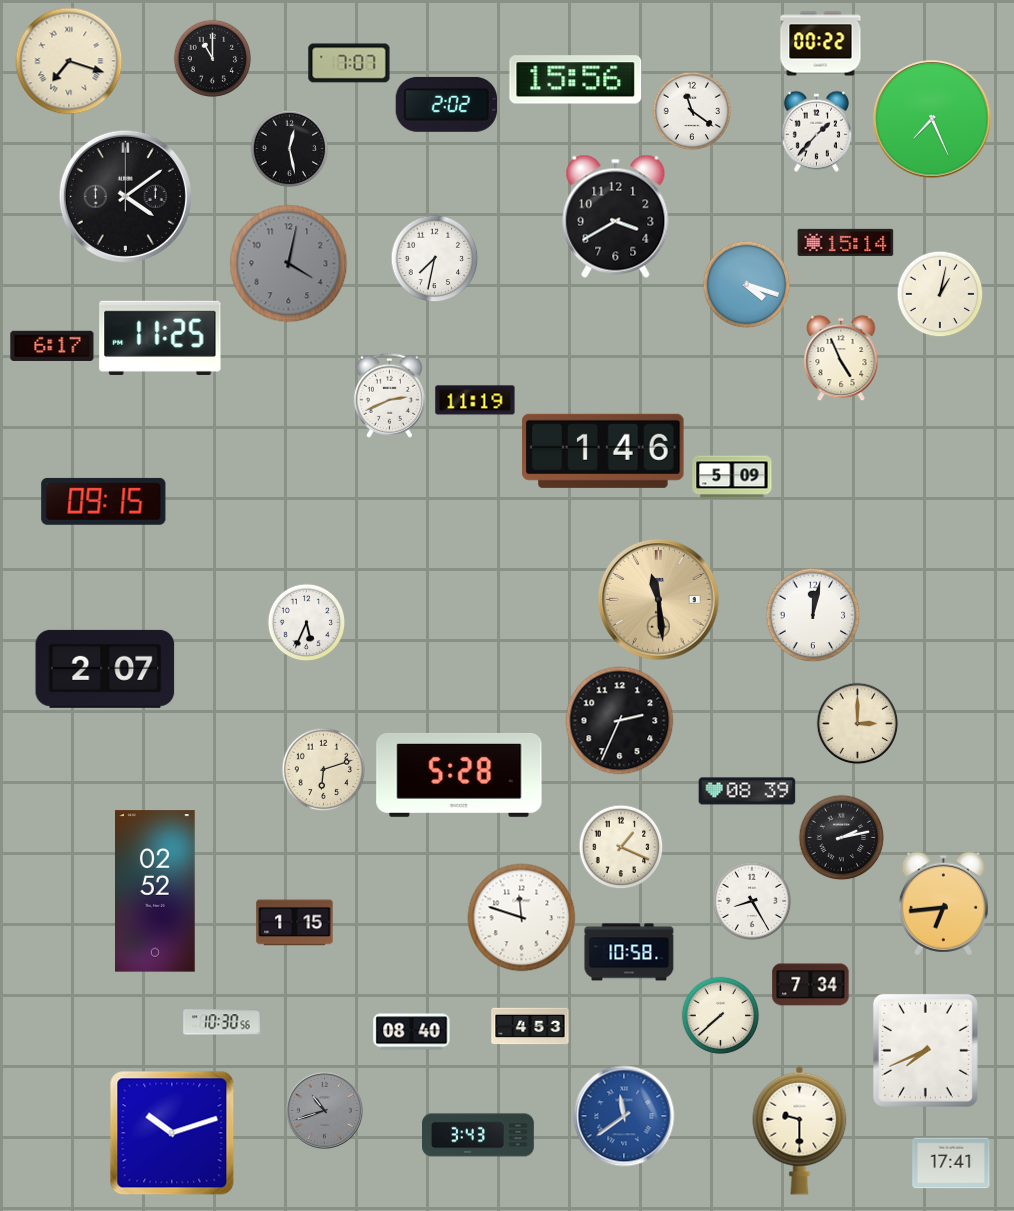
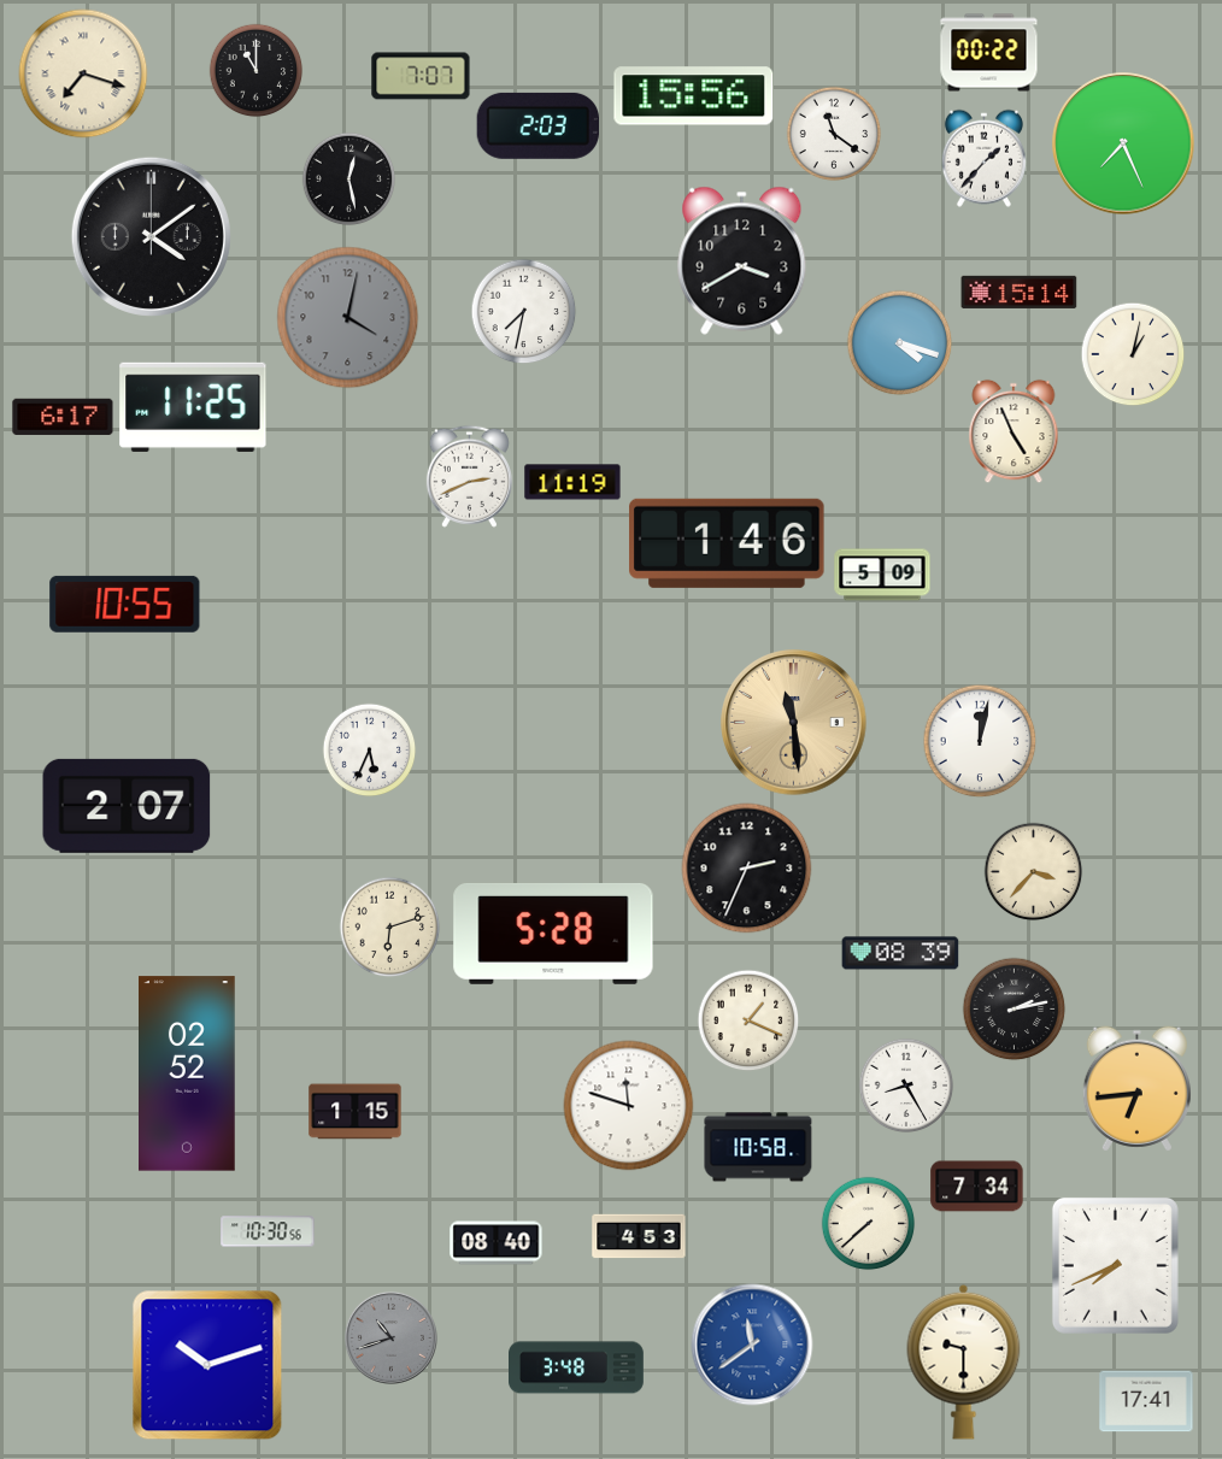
clock at (446, 104): 2:02 -> 2:03
clock at (104, 501): 09:15 -> 10:55
clock at (857, 723): 3:00 -> 3:37
clock at (479, 1135): 3:43 -> 3:48
